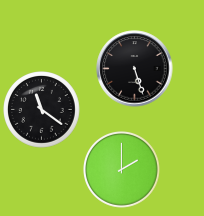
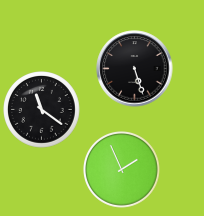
clock at (122, 170): 2:00 -> 1:56
